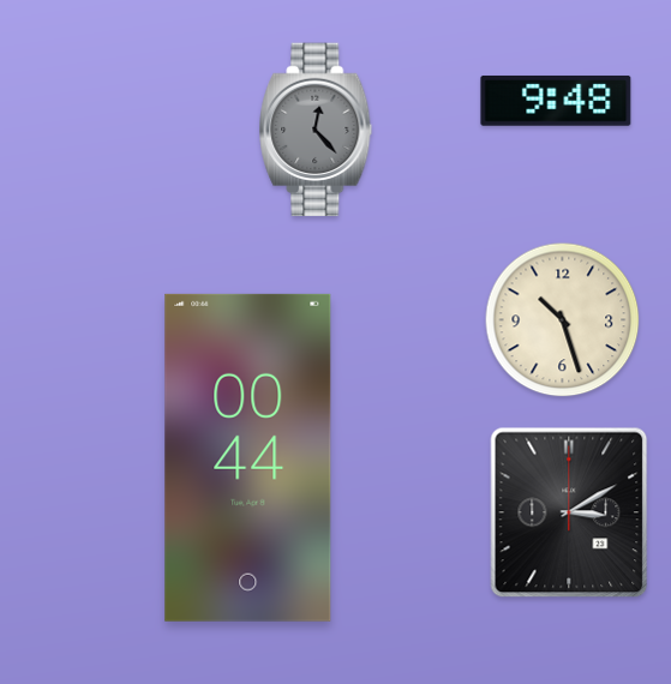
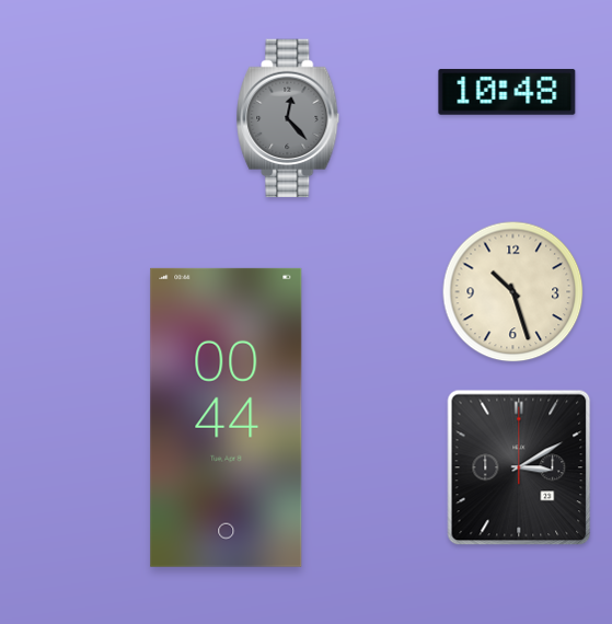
clock at (556, 101): 9:48 -> 10:48
